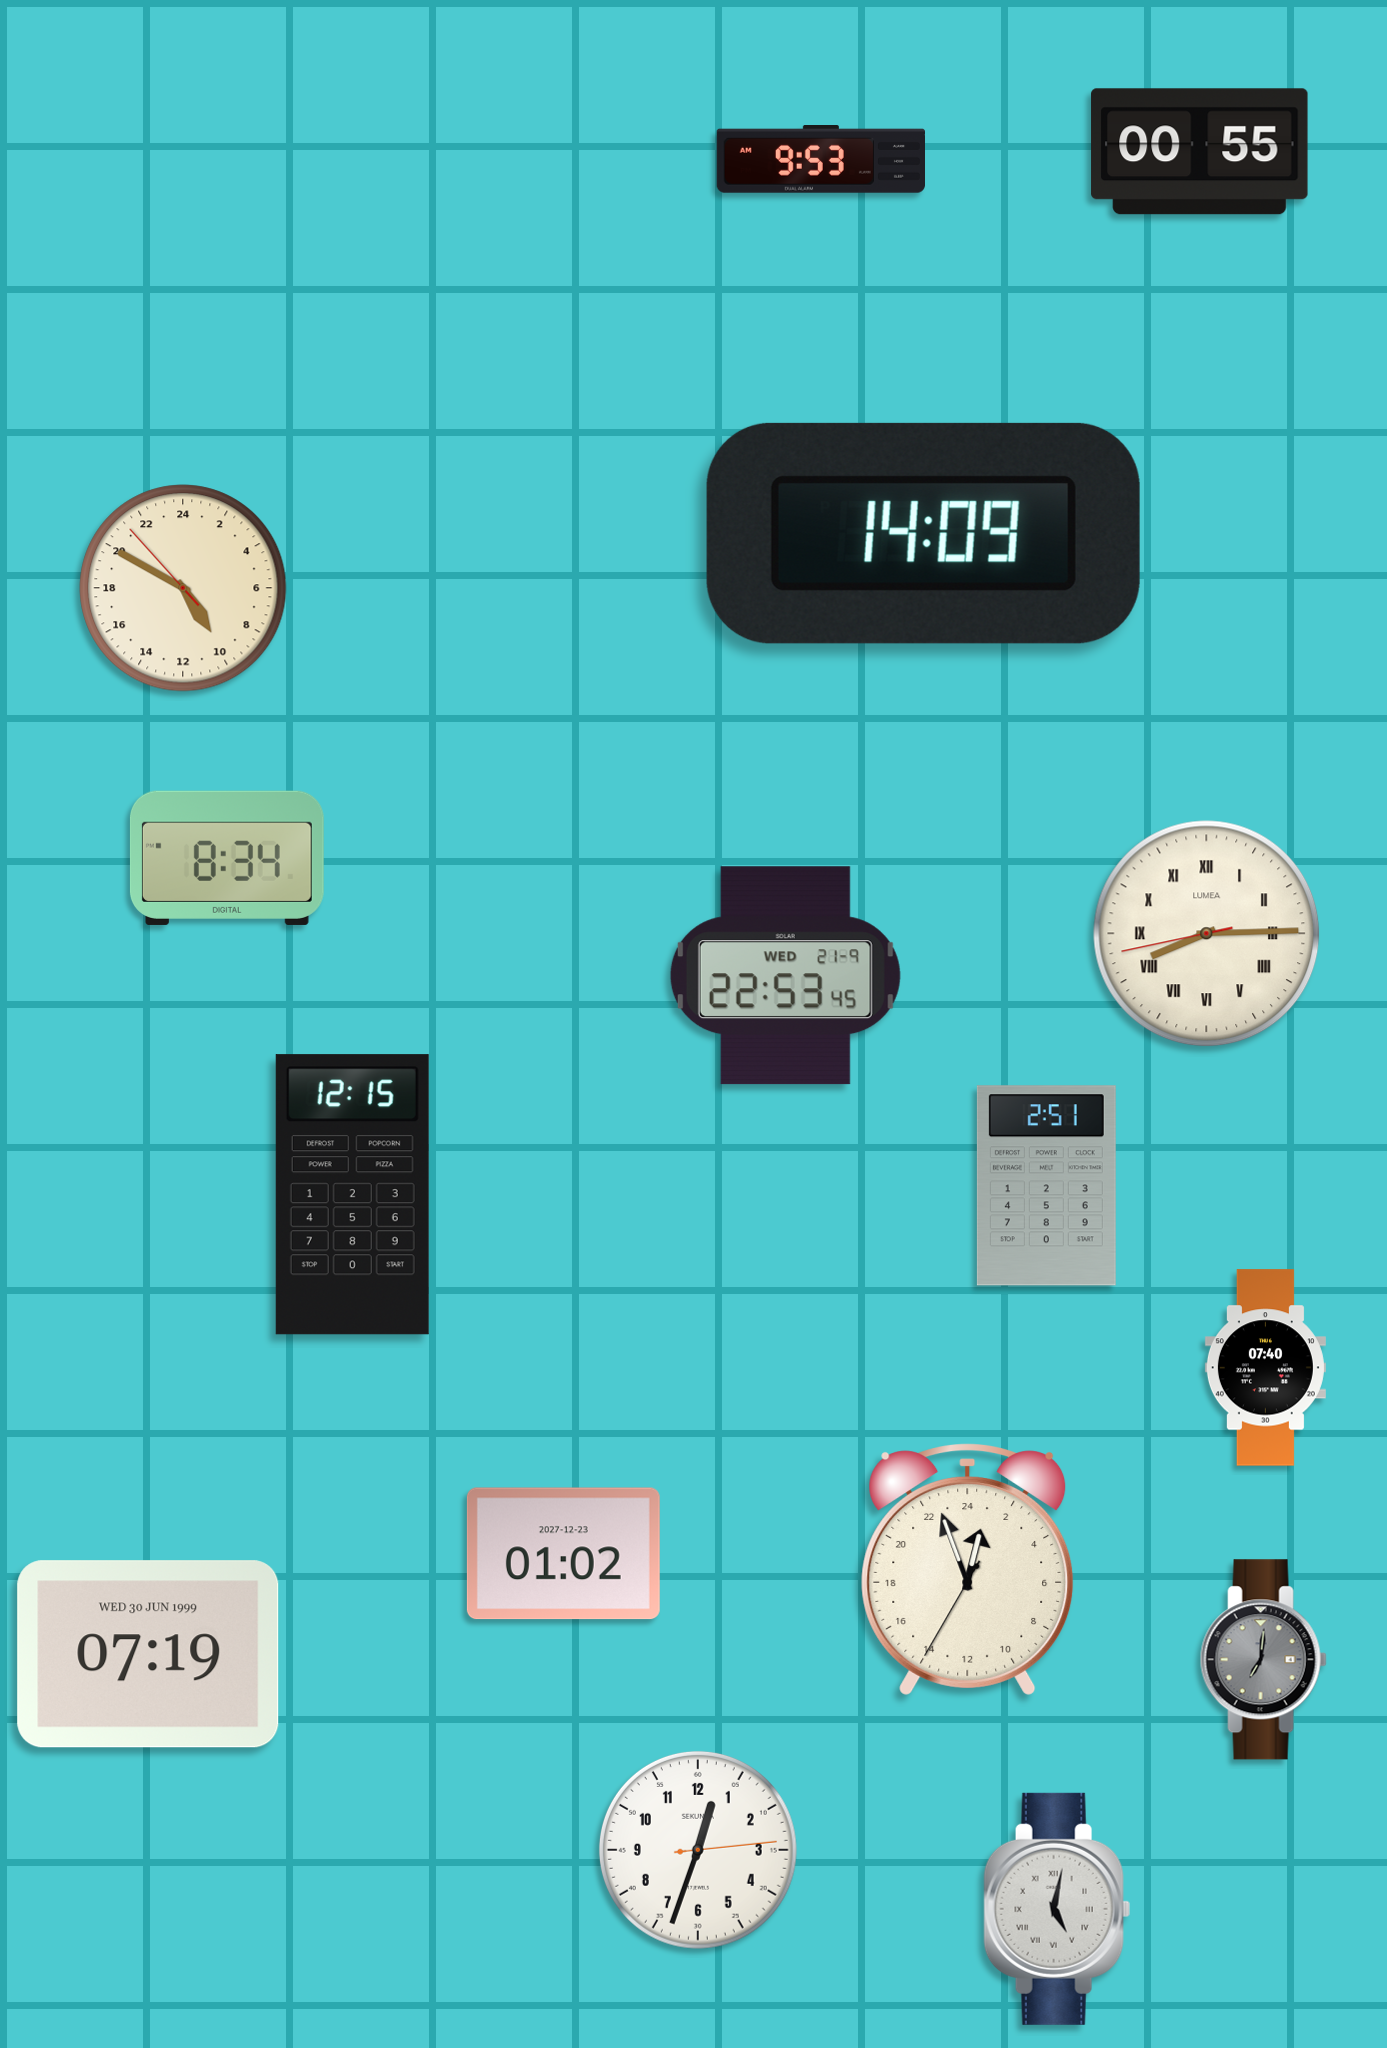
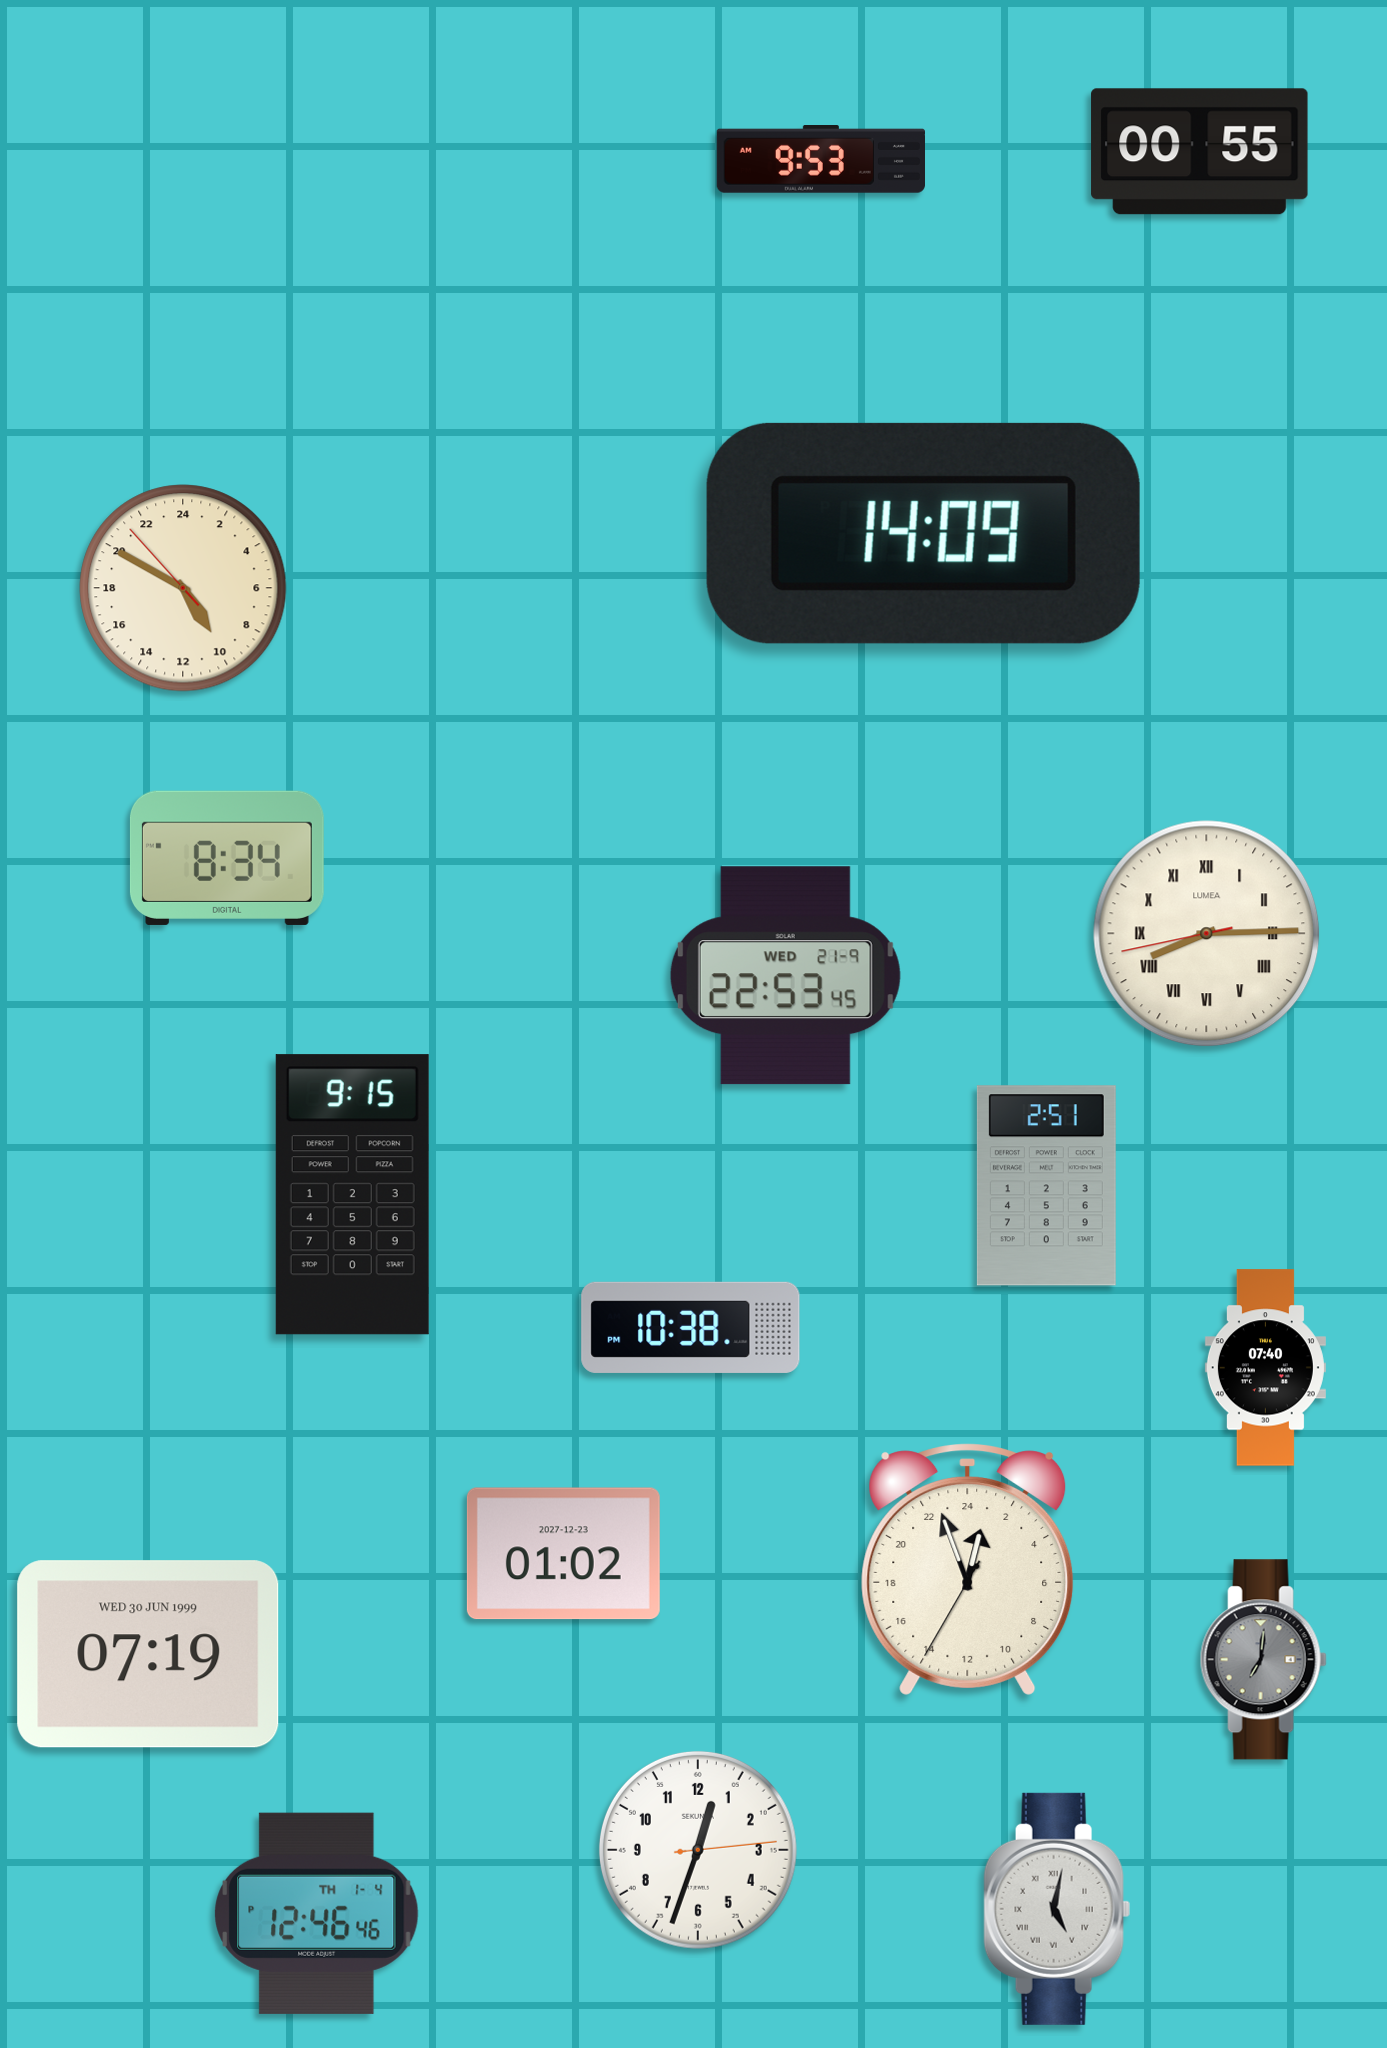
clock at (352, 1195): 12:15 -> 9:15
clock at (691, 1327): none -> 10:38
clock at (317, 1913): none -> 12:46
